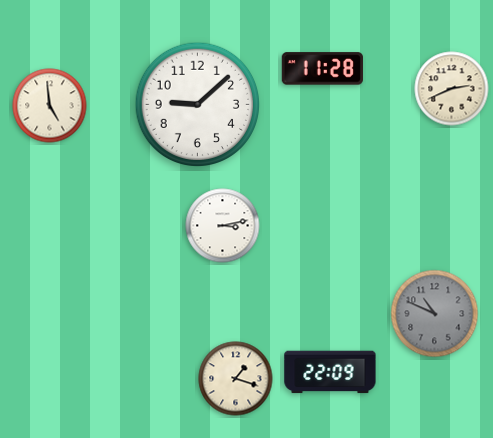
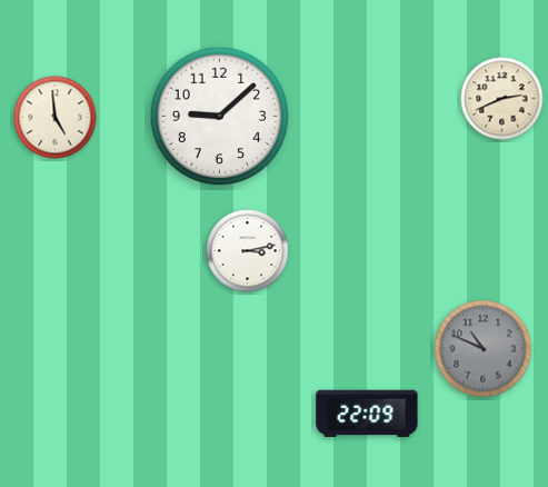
clock at (322, 69): 11:28 -> none
clock at (236, 379): 1:18 -> none
